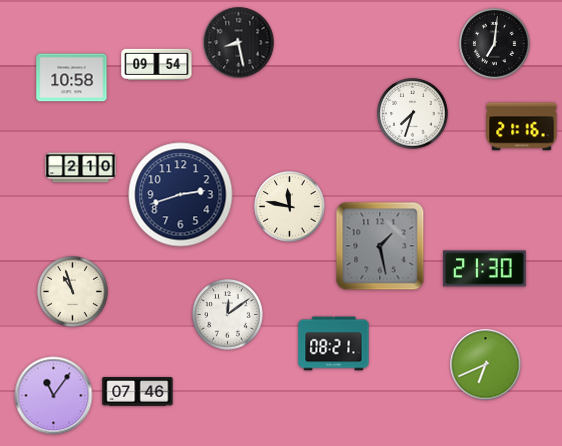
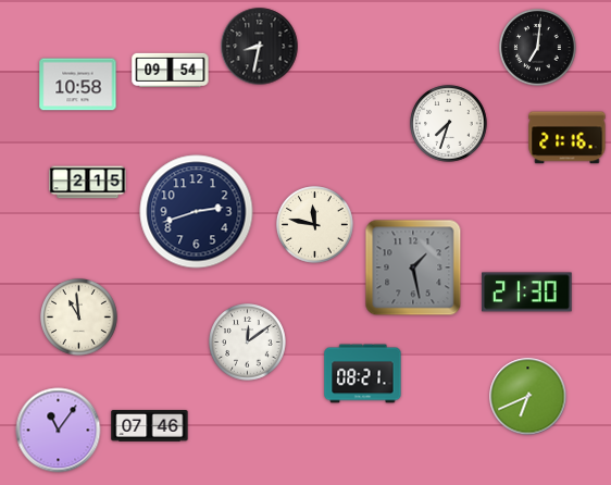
clock at (239, 43): 8:28 -> 8:32
clock at (81, 168): 2:10 -> 2:15
clock at (73, 292): 10:57 -> 10:59
